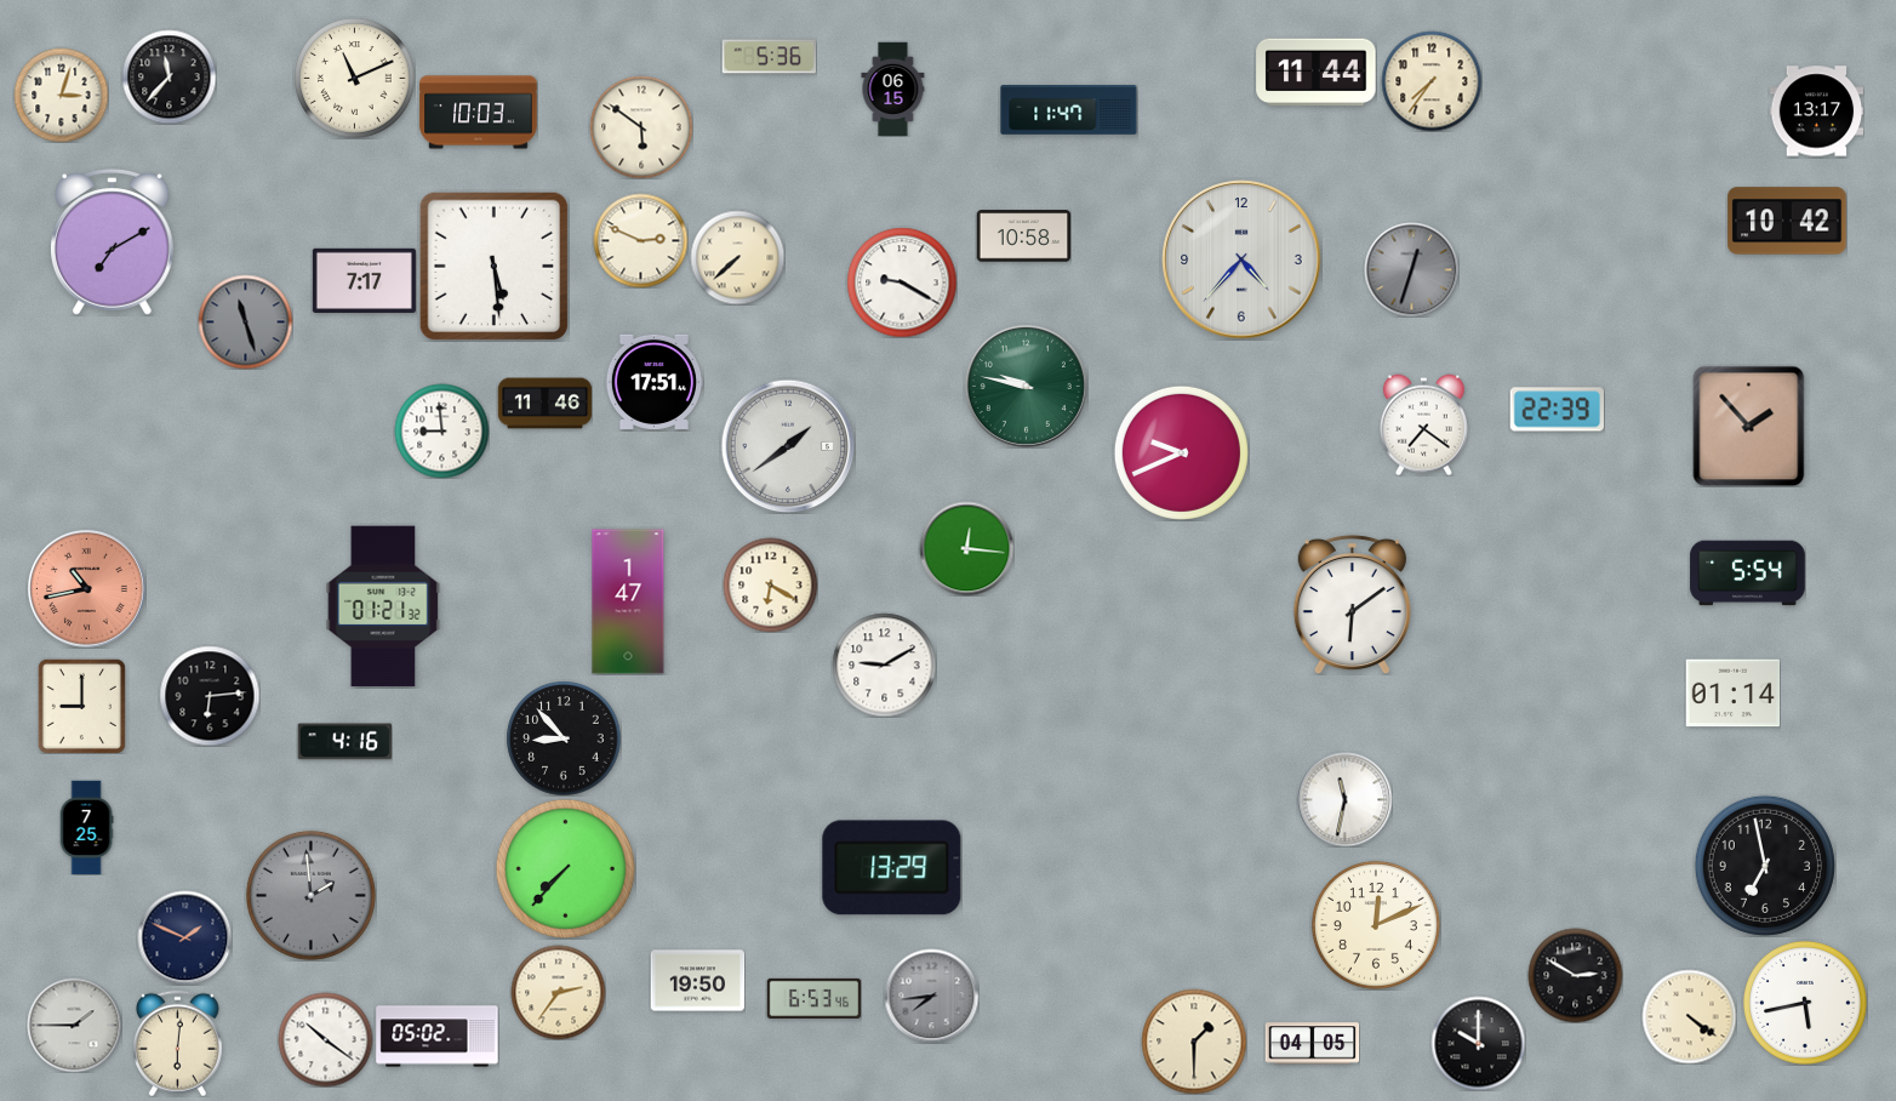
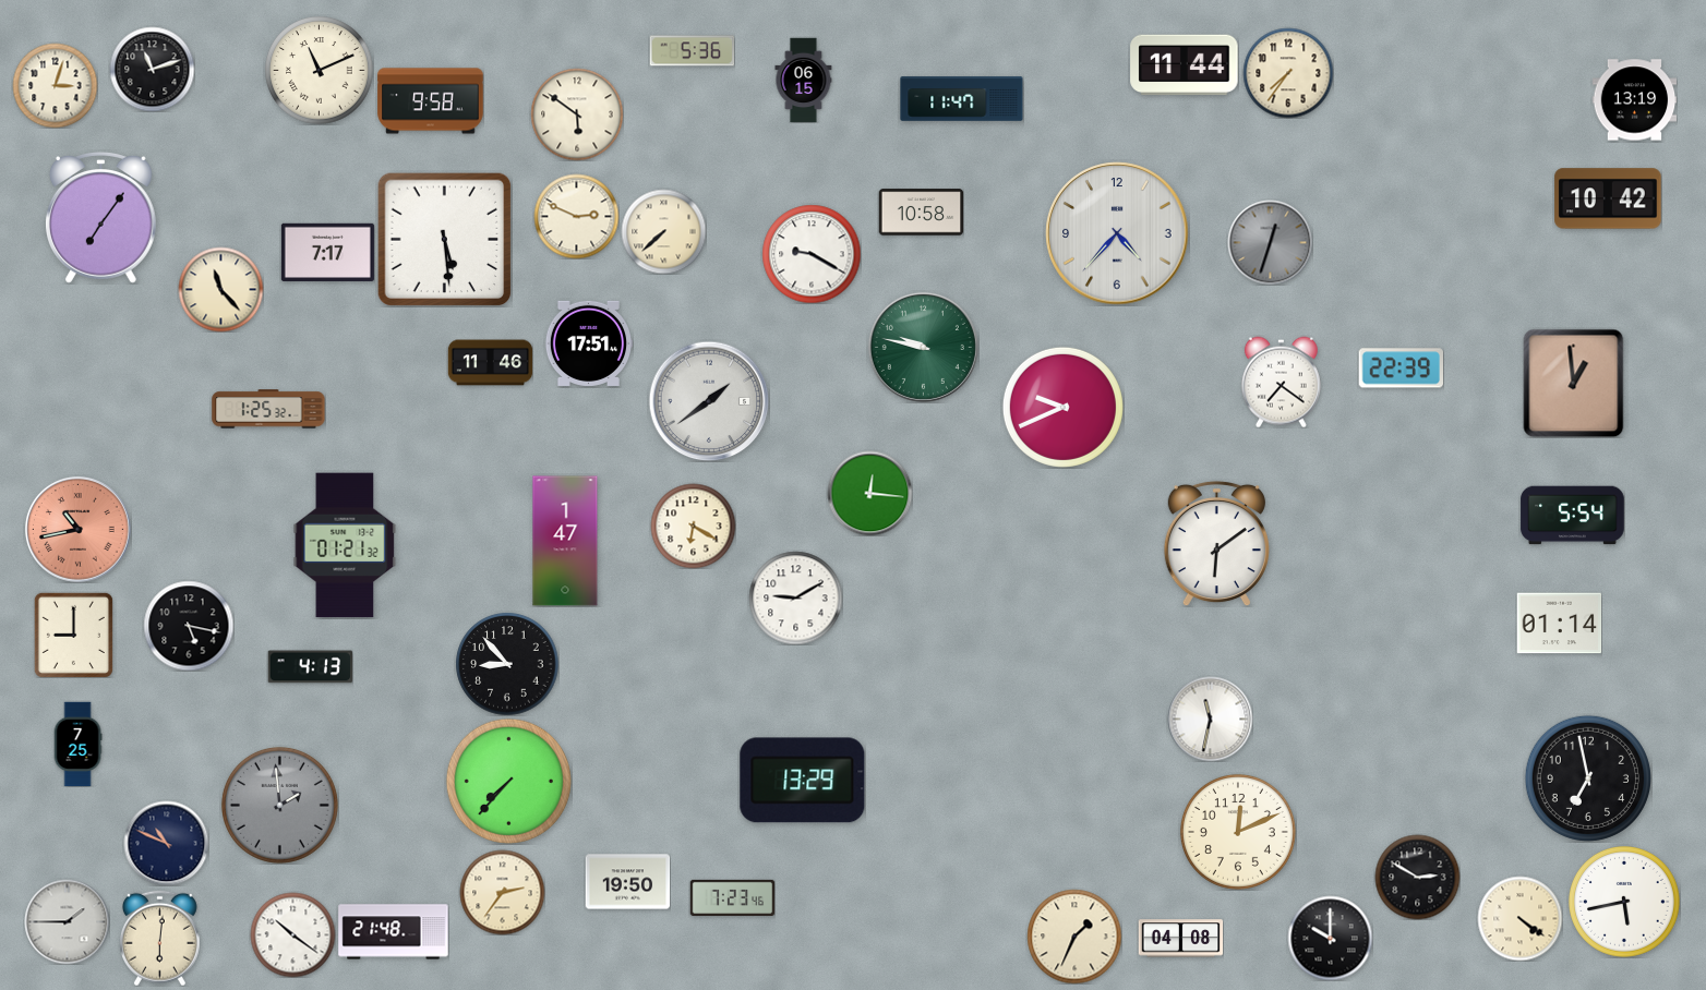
clock at (169, 76): 11:37 -> 11:12
clock at (1816, 112): 13:17 -> 13:19
clock at (479, 113): 10:03 -> 9:58
clock at (113, 243): 7:10 -> 7:06
clock at (245, 321): 11:27 -> 11:23
clock at (245, 321) dial: grey -> cream
clock at (1749, 426): 1:53 -> 12:59
clock at (441, 430): 8:59 -> none
clock at (268, 409): none -> 1:25
clock at (210, 696): 6:14 -> 5:17
clock at (344, 742): 4:16 -> 4:13
clock at (184, 937): 1:49 -> 10:49
clock at (931, 996): 7:44 -> none
clock at (813, 998): 6:53 -> 7:23
clock at (1689, 1016) position: (1689, 1016) -> (1519, 918)
clock at (438, 1037): 05:02 -> 21:48
clock at (1194, 1042): 1:30 -> 1:34
clock at (1312, 1044): 04:05 -> 04:08
